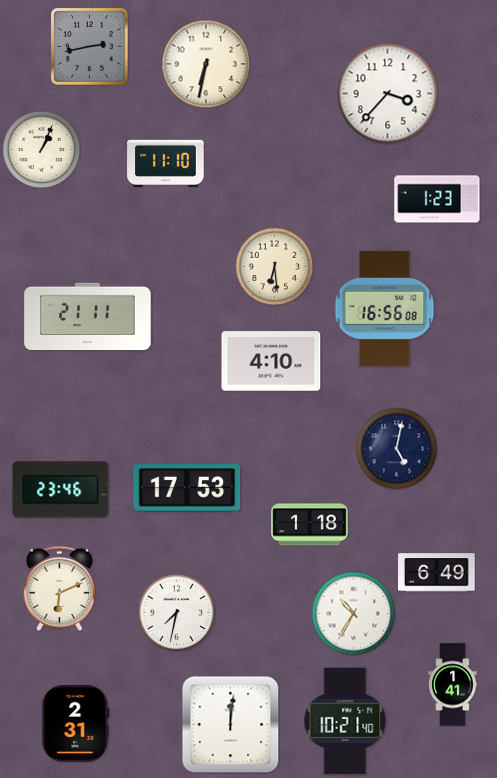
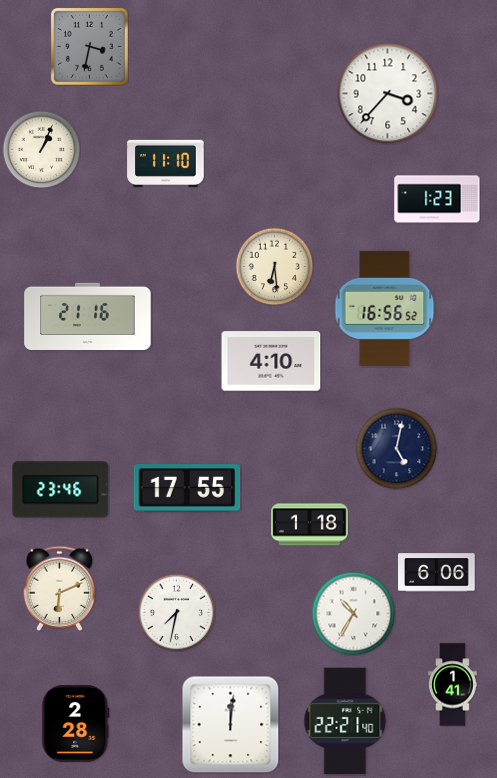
clock at (89, 46): 2:43 -> 3:32
clock at (206, 64): 6:32 -> none
clock at (385, 308): 16:56:08 -> 16:56:52
clock at (88, 317): 21:11 -> 21:16
clock at (187, 488): 17:53 -> 17:55
clock at (437, 573): 6:49 -> 6:06
clock at (345, 721): 10:21 -> 22:21
clock at (76, 724): 2:31 -> 2:28
